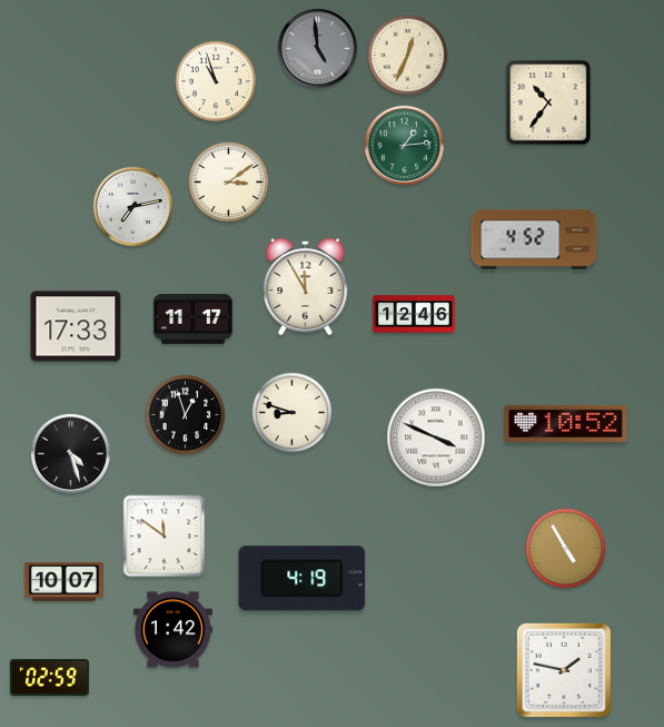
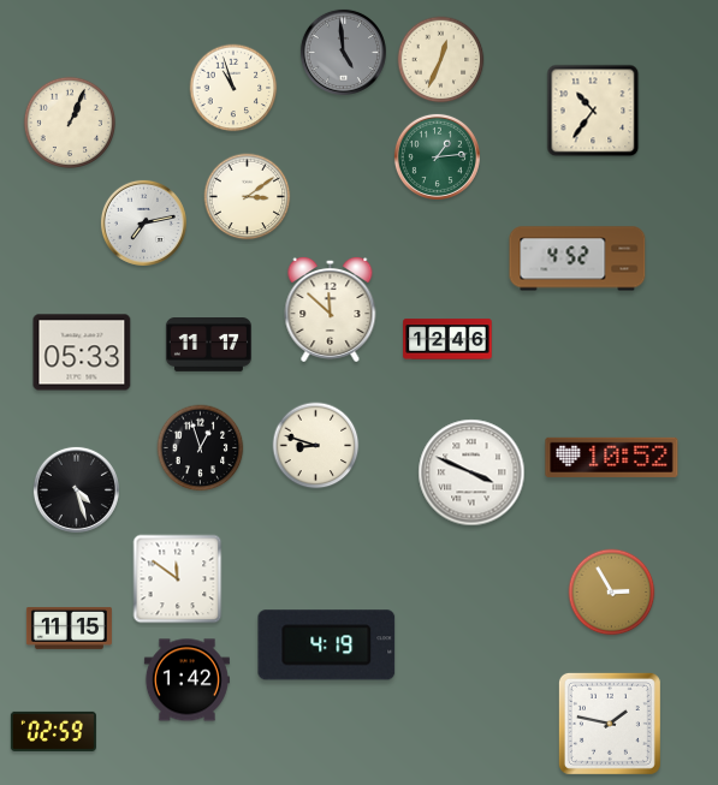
clock at (69, 121): none -> 1:04
clock at (306, 286): 11:55 -> 11:52
clock at (76, 326): 17:33 -> 05:33
clock at (566, 549): 4:55 -> 2:55
clock at (303, 579) position: (303, 579) -> (327, 646)
clock at (63, 581): 10:07 -> 11:15
